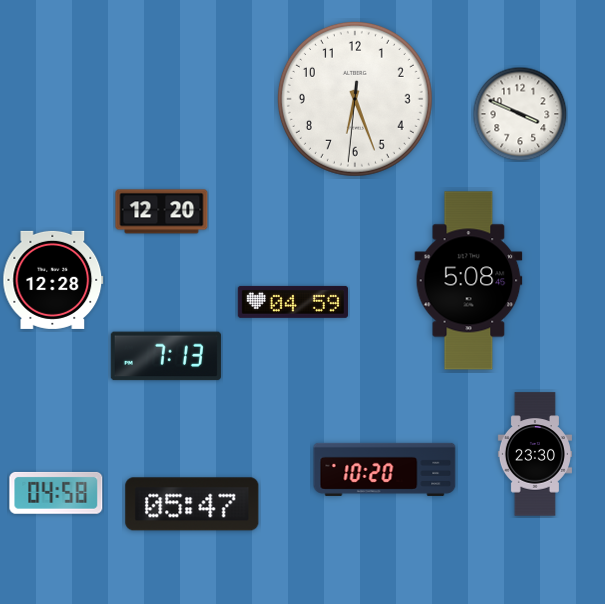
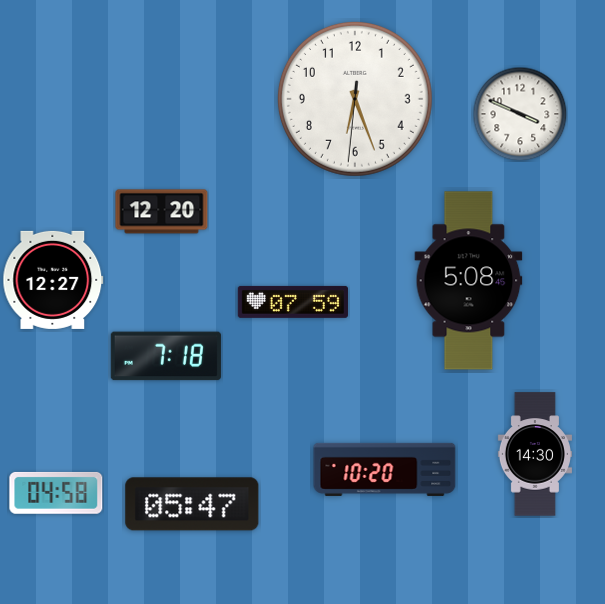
clock at (53, 280): 12:28 -> 12:27
clock at (293, 302): 04:59 -> 07:59
clock at (166, 356): 7:13 -> 7:18
clock at (535, 454): 23:30 -> 14:30
